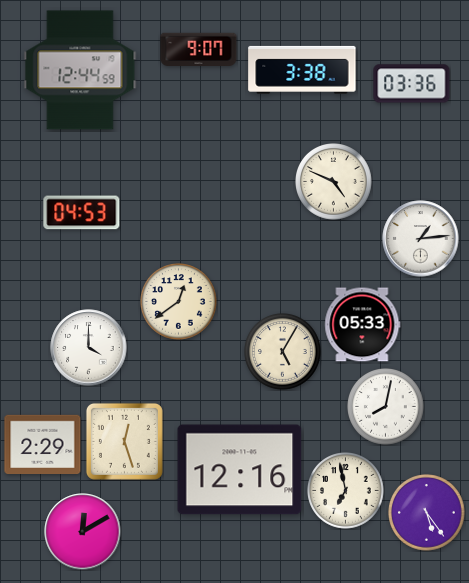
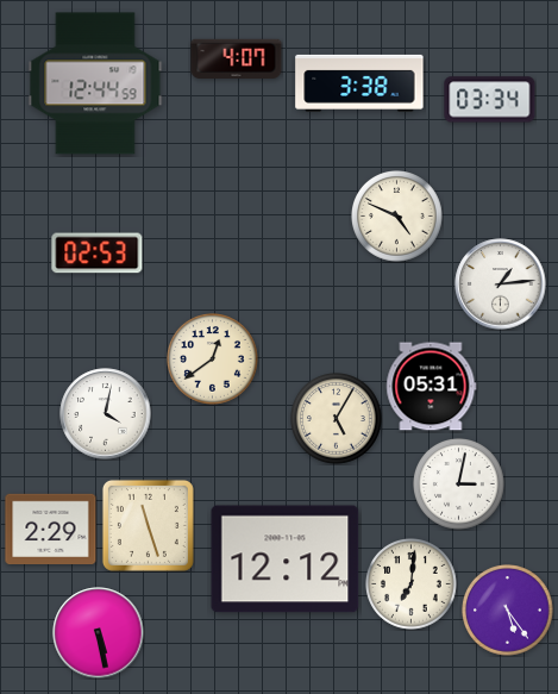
clock at (199, 49): 9:07 -> 4:07
clock at (412, 84): 03:36 -> 03:34
clock at (82, 213): 04:53 -> 02:53
clock at (363, 325): 05:33 -> 05:31
clock at (89, 348): 4:00 -> 4:02
clock at (386, 407): 8:02 -> 3:02
clock at (124, 441): 12:27 -> 11:27
clock at (240, 470): 12:16 -> 12:12
clock at (346, 491): 6:58 -> 7:01
clock at (83, 532): 12:10 -> 5:28
